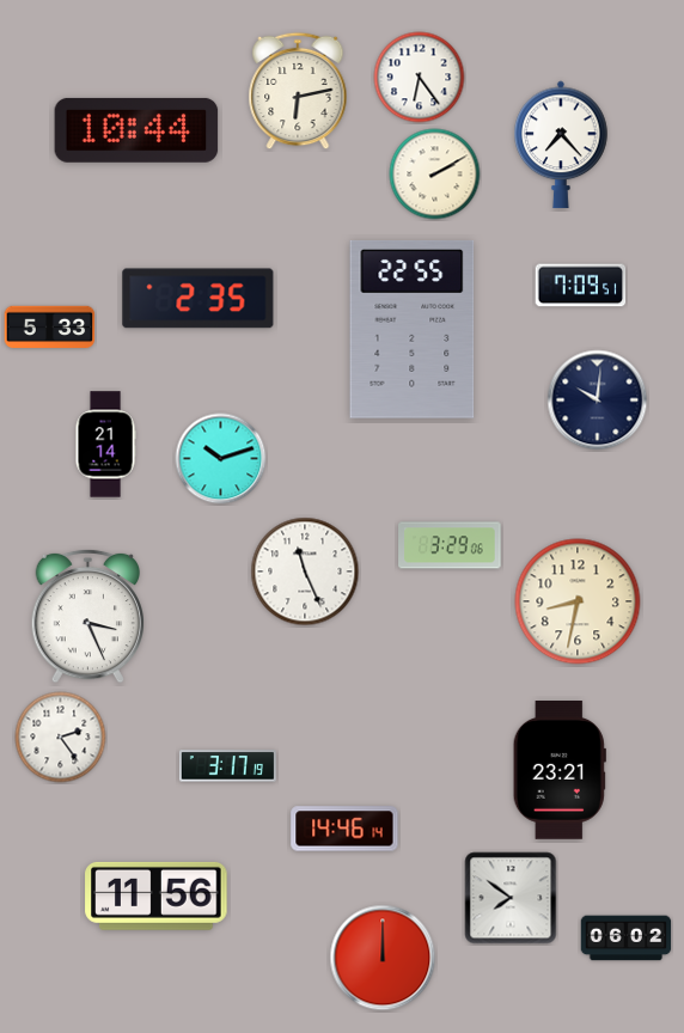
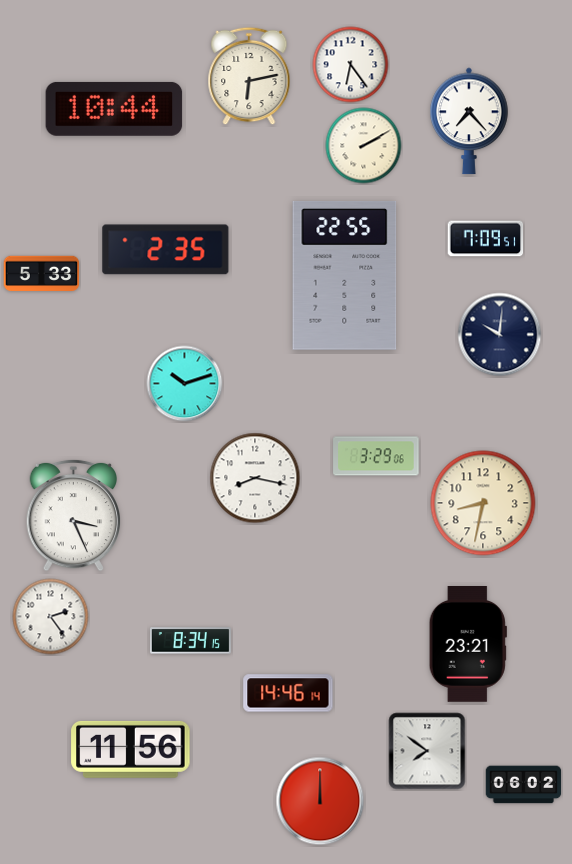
clock at (105, 445): 21:14 -> none
clock at (305, 571): 11:26 -> 8:17
clock at (227, 766): 3:17 -> 8:34
